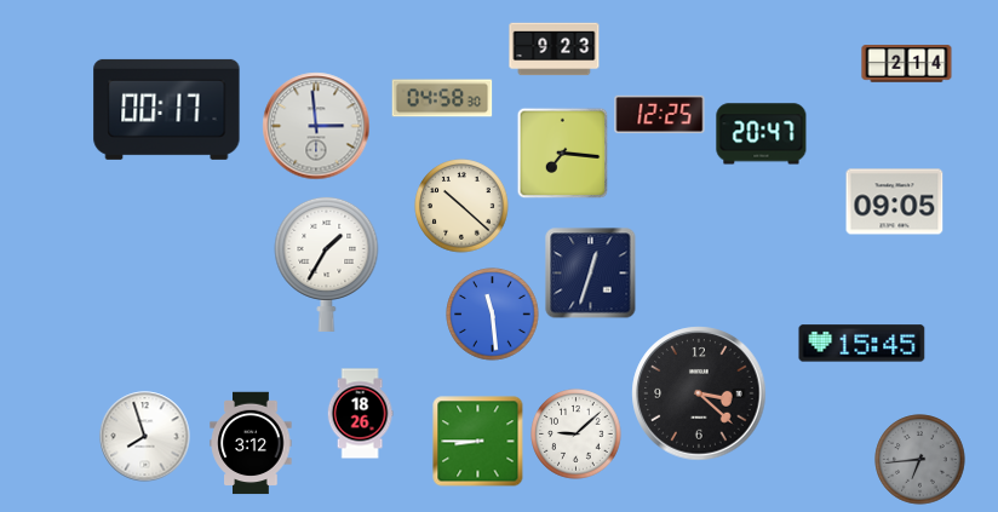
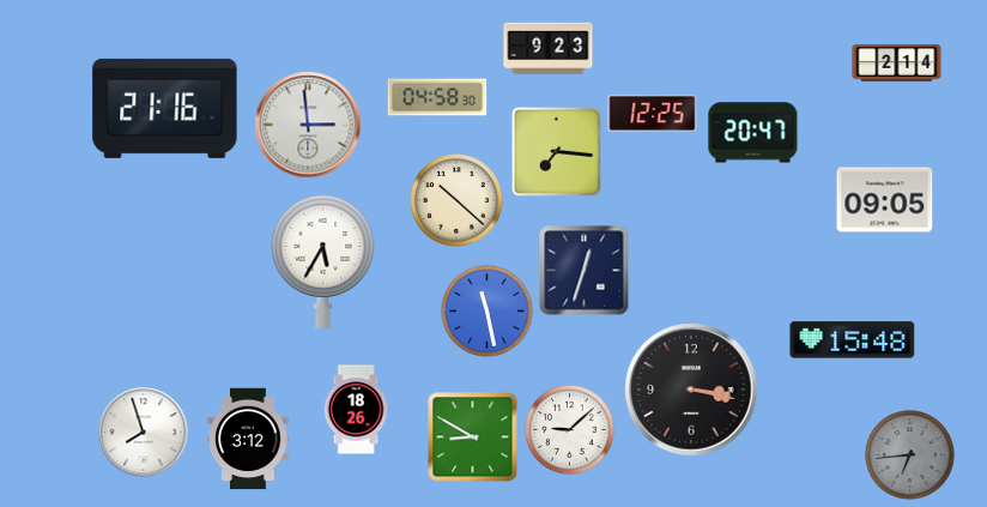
clock at (167, 109): 00:17 -> 21:16
clock at (316, 126) position: (316, 126) -> (308, 125)
clock at (461, 206) position: (461, 206) -> (456, 200)
clock at (327, 264): 1:35 -> 5:35
clock at (493, 315): 11:29 -> 11:28
clock at (862, 344): 15:45 -> 15:48
clock at (699, 393): 3:22 -> 3:17
clock at (478, 442): 8:45 -> 8:50
